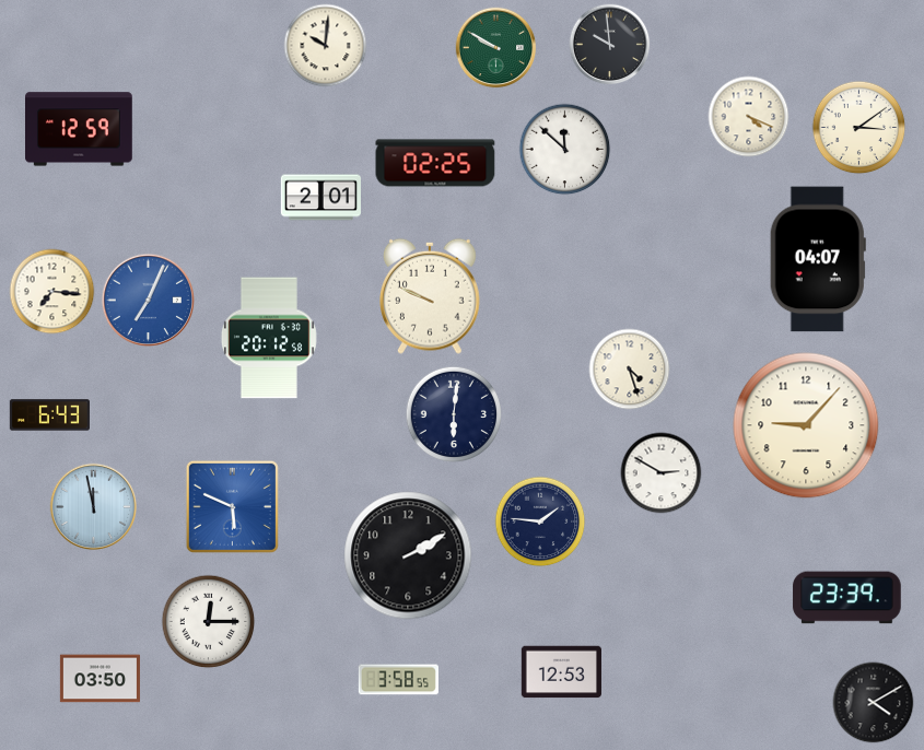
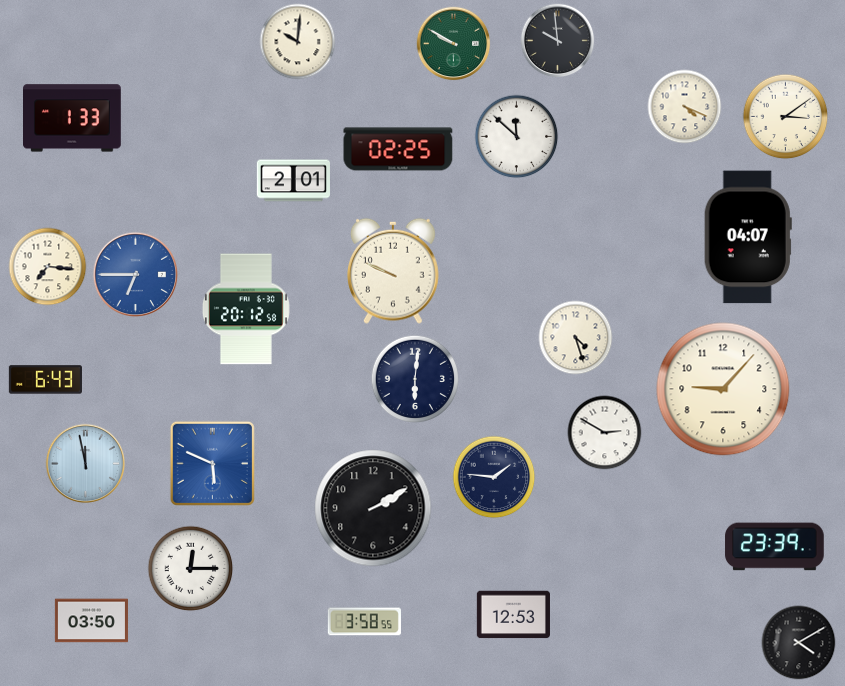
clock at (80, 129): 12:59 -> 1:33
clock at (148, 300): 7:04 -> 6:45
clock at (806, 425) position: (806, 425) -> (723, 389)
